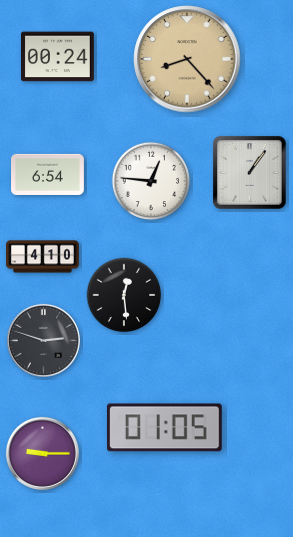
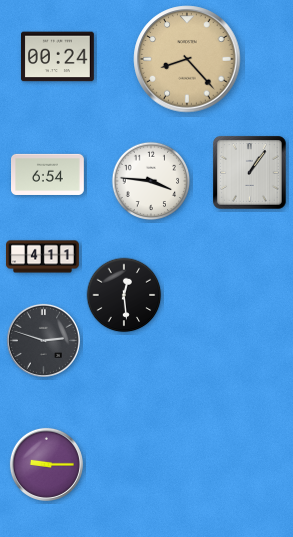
clock at (151, 181): 12:46 -> 3:46
clock at (43, 257): 4:10 -> 4:11
clock at (165, 428): 01:05 -> none
clock at (42, 453) position: (42, 453) -> (46, 464)
